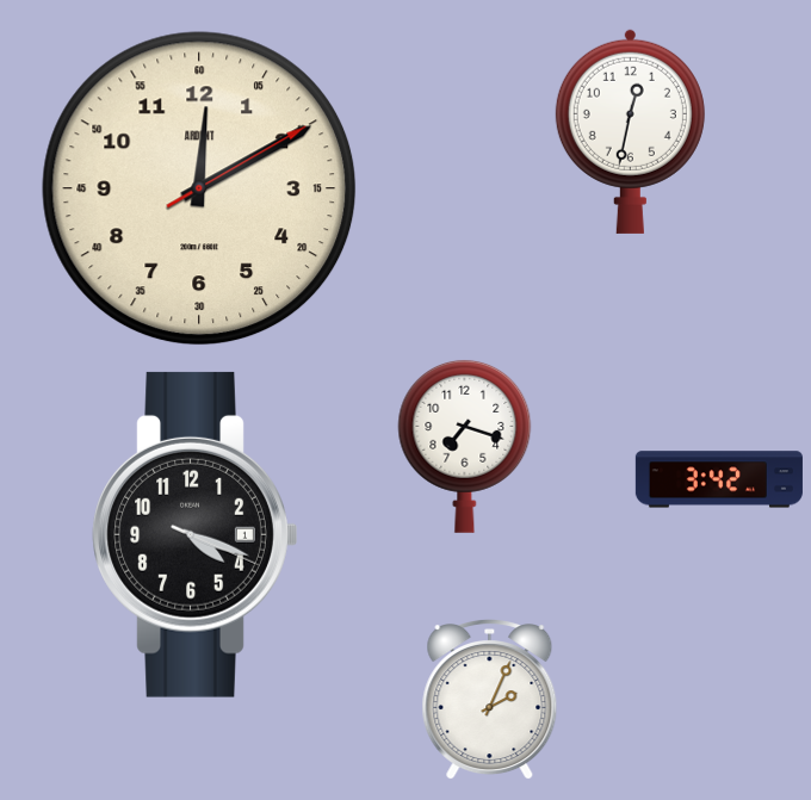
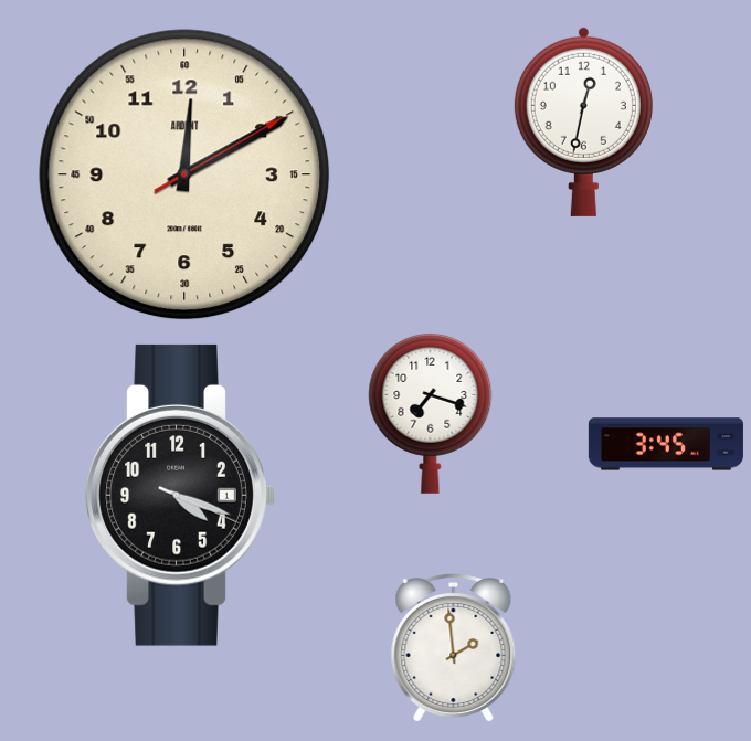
clock at (719, 479): 3:42 -> 3:45
clock at (490, 701): 2:04 -> 1:59
